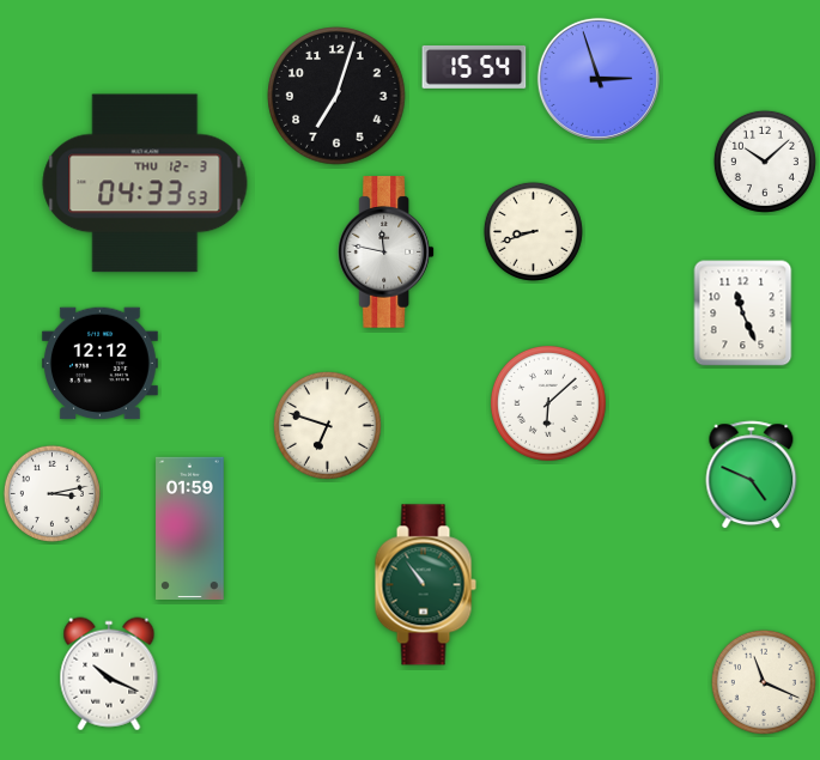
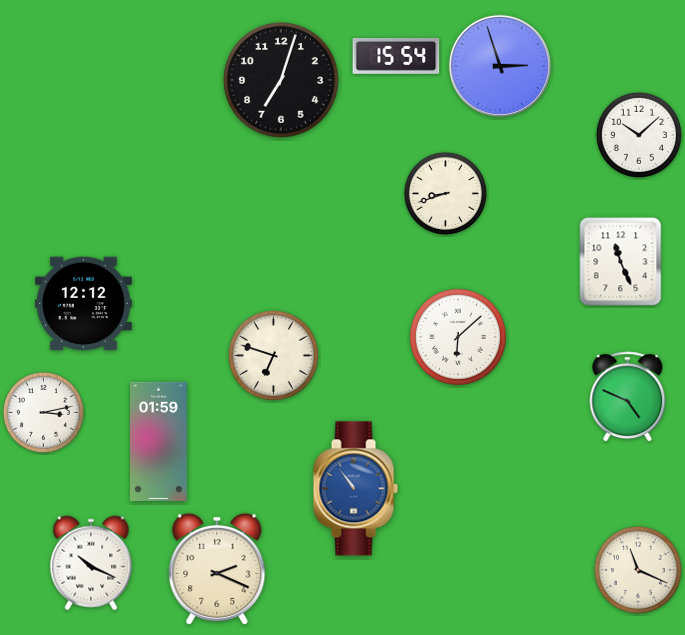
clock at (145, 183): 04:33 -> none
clock at (387, 253): 11:47 -> none
clock at (425, 585) dial: green -> blue
clock at (217, 568): none -> 2:19
